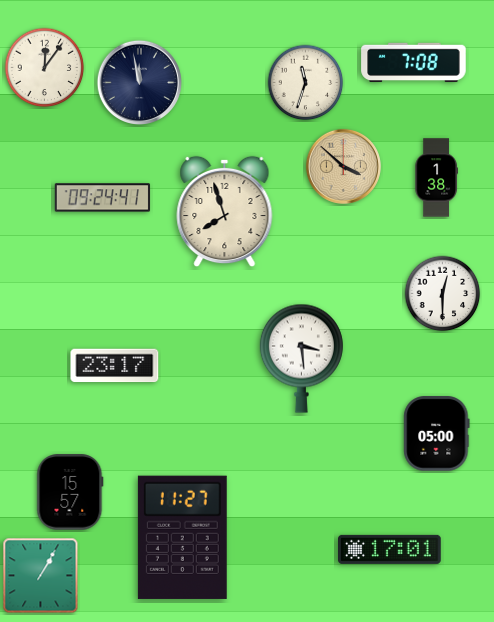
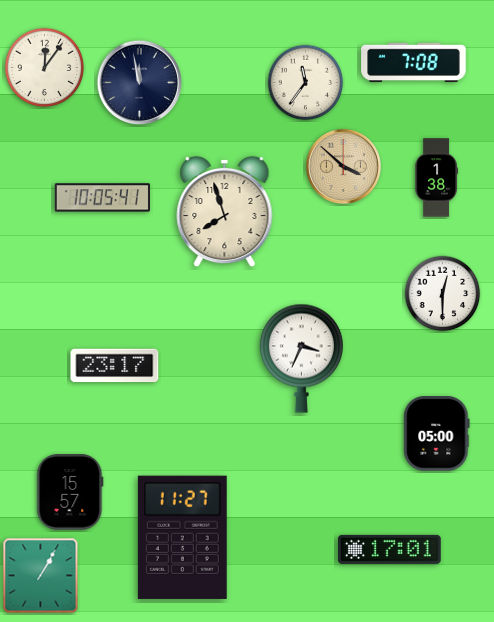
clock at (306, 83): 11:33 -> 11:36
clock at (103, 198): 09:24 -> 10:05
clock at (301, 358): 3:29 -> 3:34
